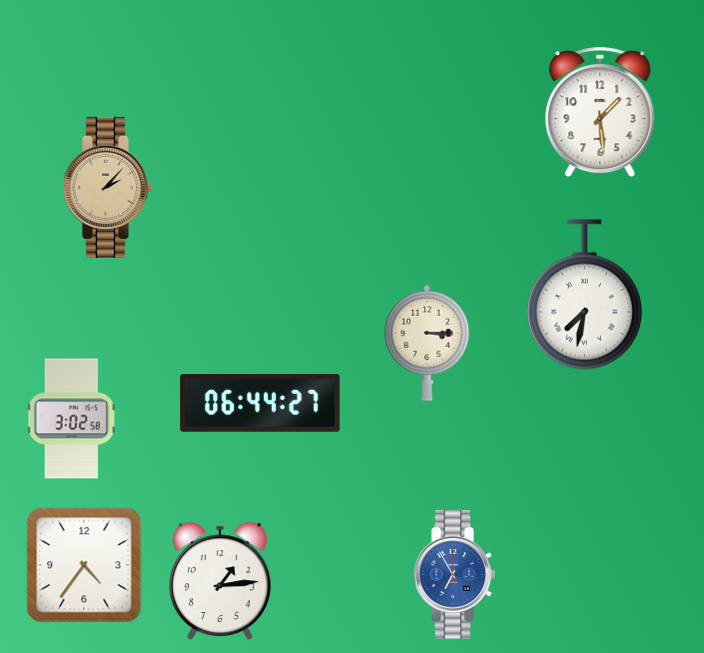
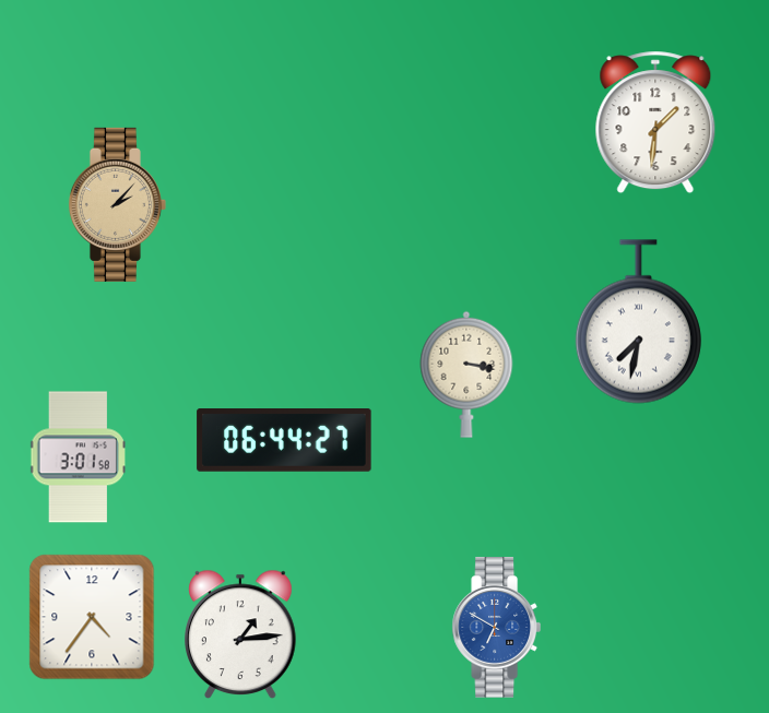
clock at (600, 112): 1:29 -> 1:31
clock at (427, 343): 3:15 -> 3:17
clock at (71, 419): 3:02 -> 3:01
clock at (454, 575): 6:55 -> 6:50
